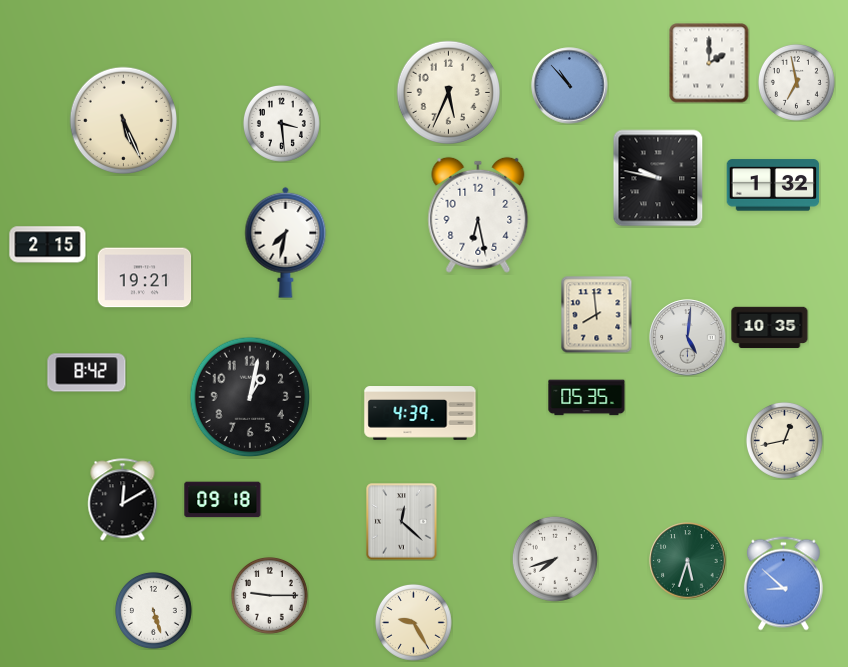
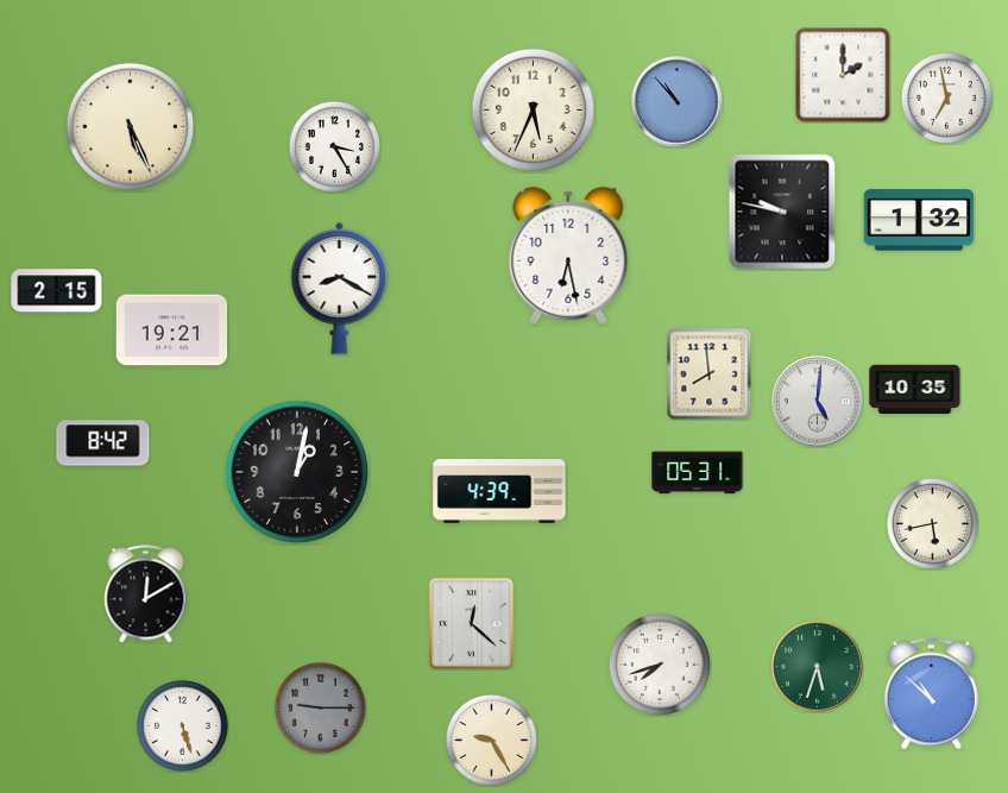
clock at (123, 120) position: (123, 120) -> (130, 126)
clock at (281, 123): 3:29 -> 3:25
clock at (286, 242): 7:32 -> 8:20
clock at (587, 398): 05:35 -> 05:31
clock at (784, 440): 12:43 -> 5:43
clock at (223, 500): 09:18 -> none
clock at (402, 522) position: (402, 522) -> (472, 624)
clock at (783, 584): 8:52 -> 10:52
clock at (269, 595) dial: white -> grey
